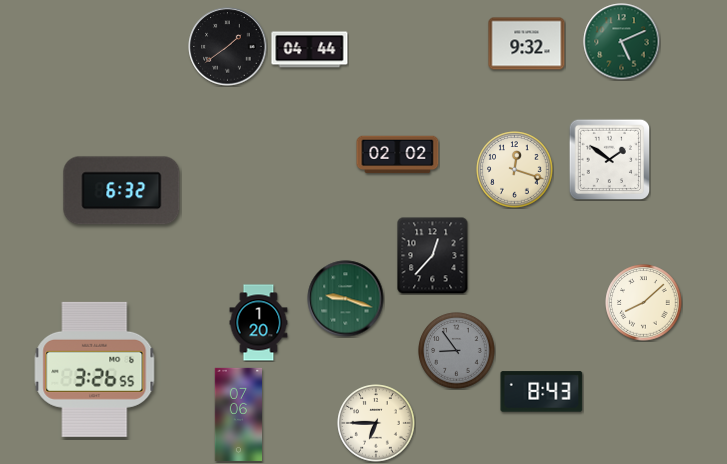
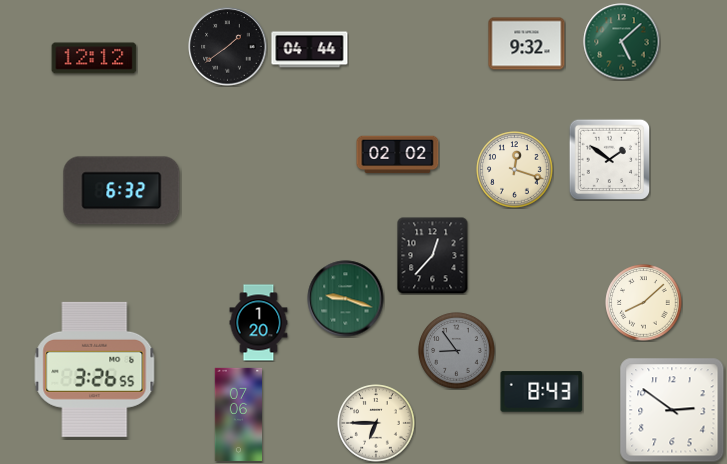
clock at (622, 42): 5:11 -> 5:08
clock at (94, 58): none -> 12:12
clock at (672, 410): none -> 2:51
